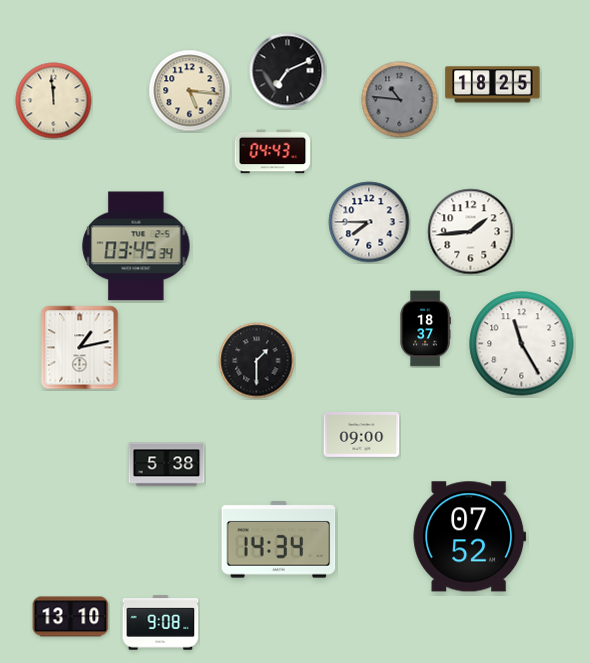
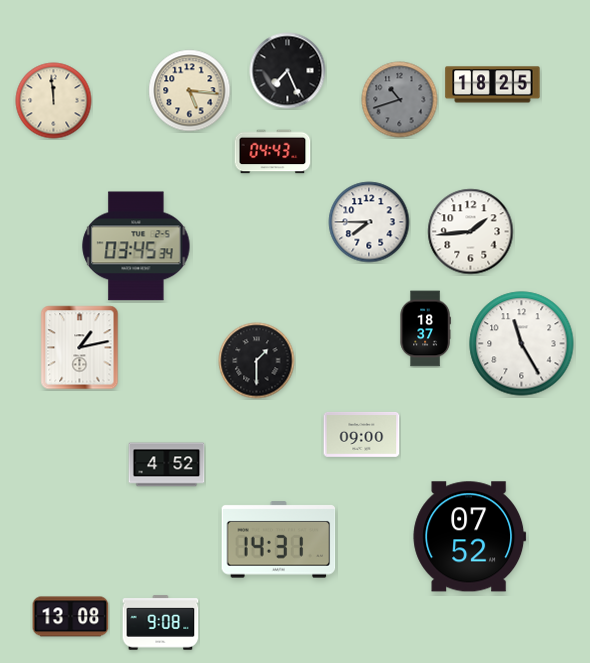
clock at (288, 71): 7:11 -> 7:26
clock at (400, 100): 10:46 -> 10:42
clock at (167, 465): 5:38 -> 4:52
clock at (279, 540): 14:34 -> 14:31
clock at (71, 617): 13:10 -> 13:08
